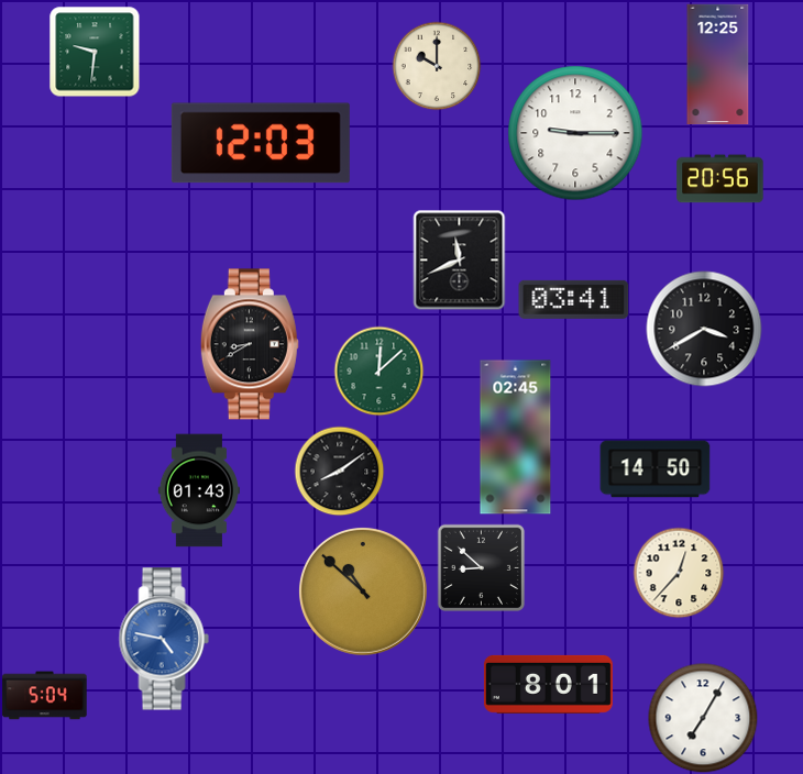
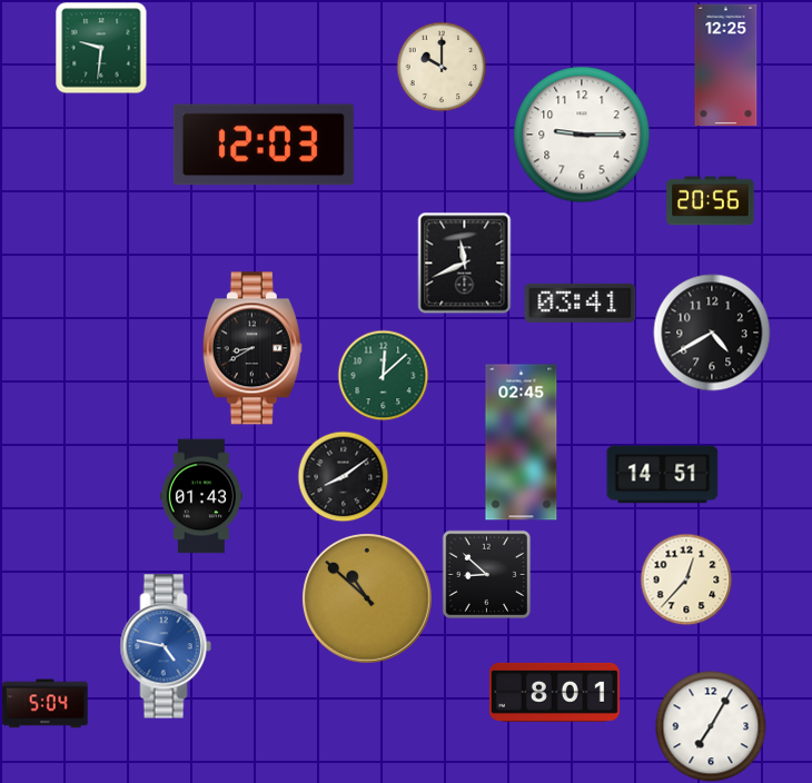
clock at (95, 52) position: (95, 52) -> (101, 48)
clock at (721, 179) position: (721, 179) -> (711, 201)
clock at (704, 329): 3:40 -> 4:40
clock at (656, 469): 14:50 -> 14:51
